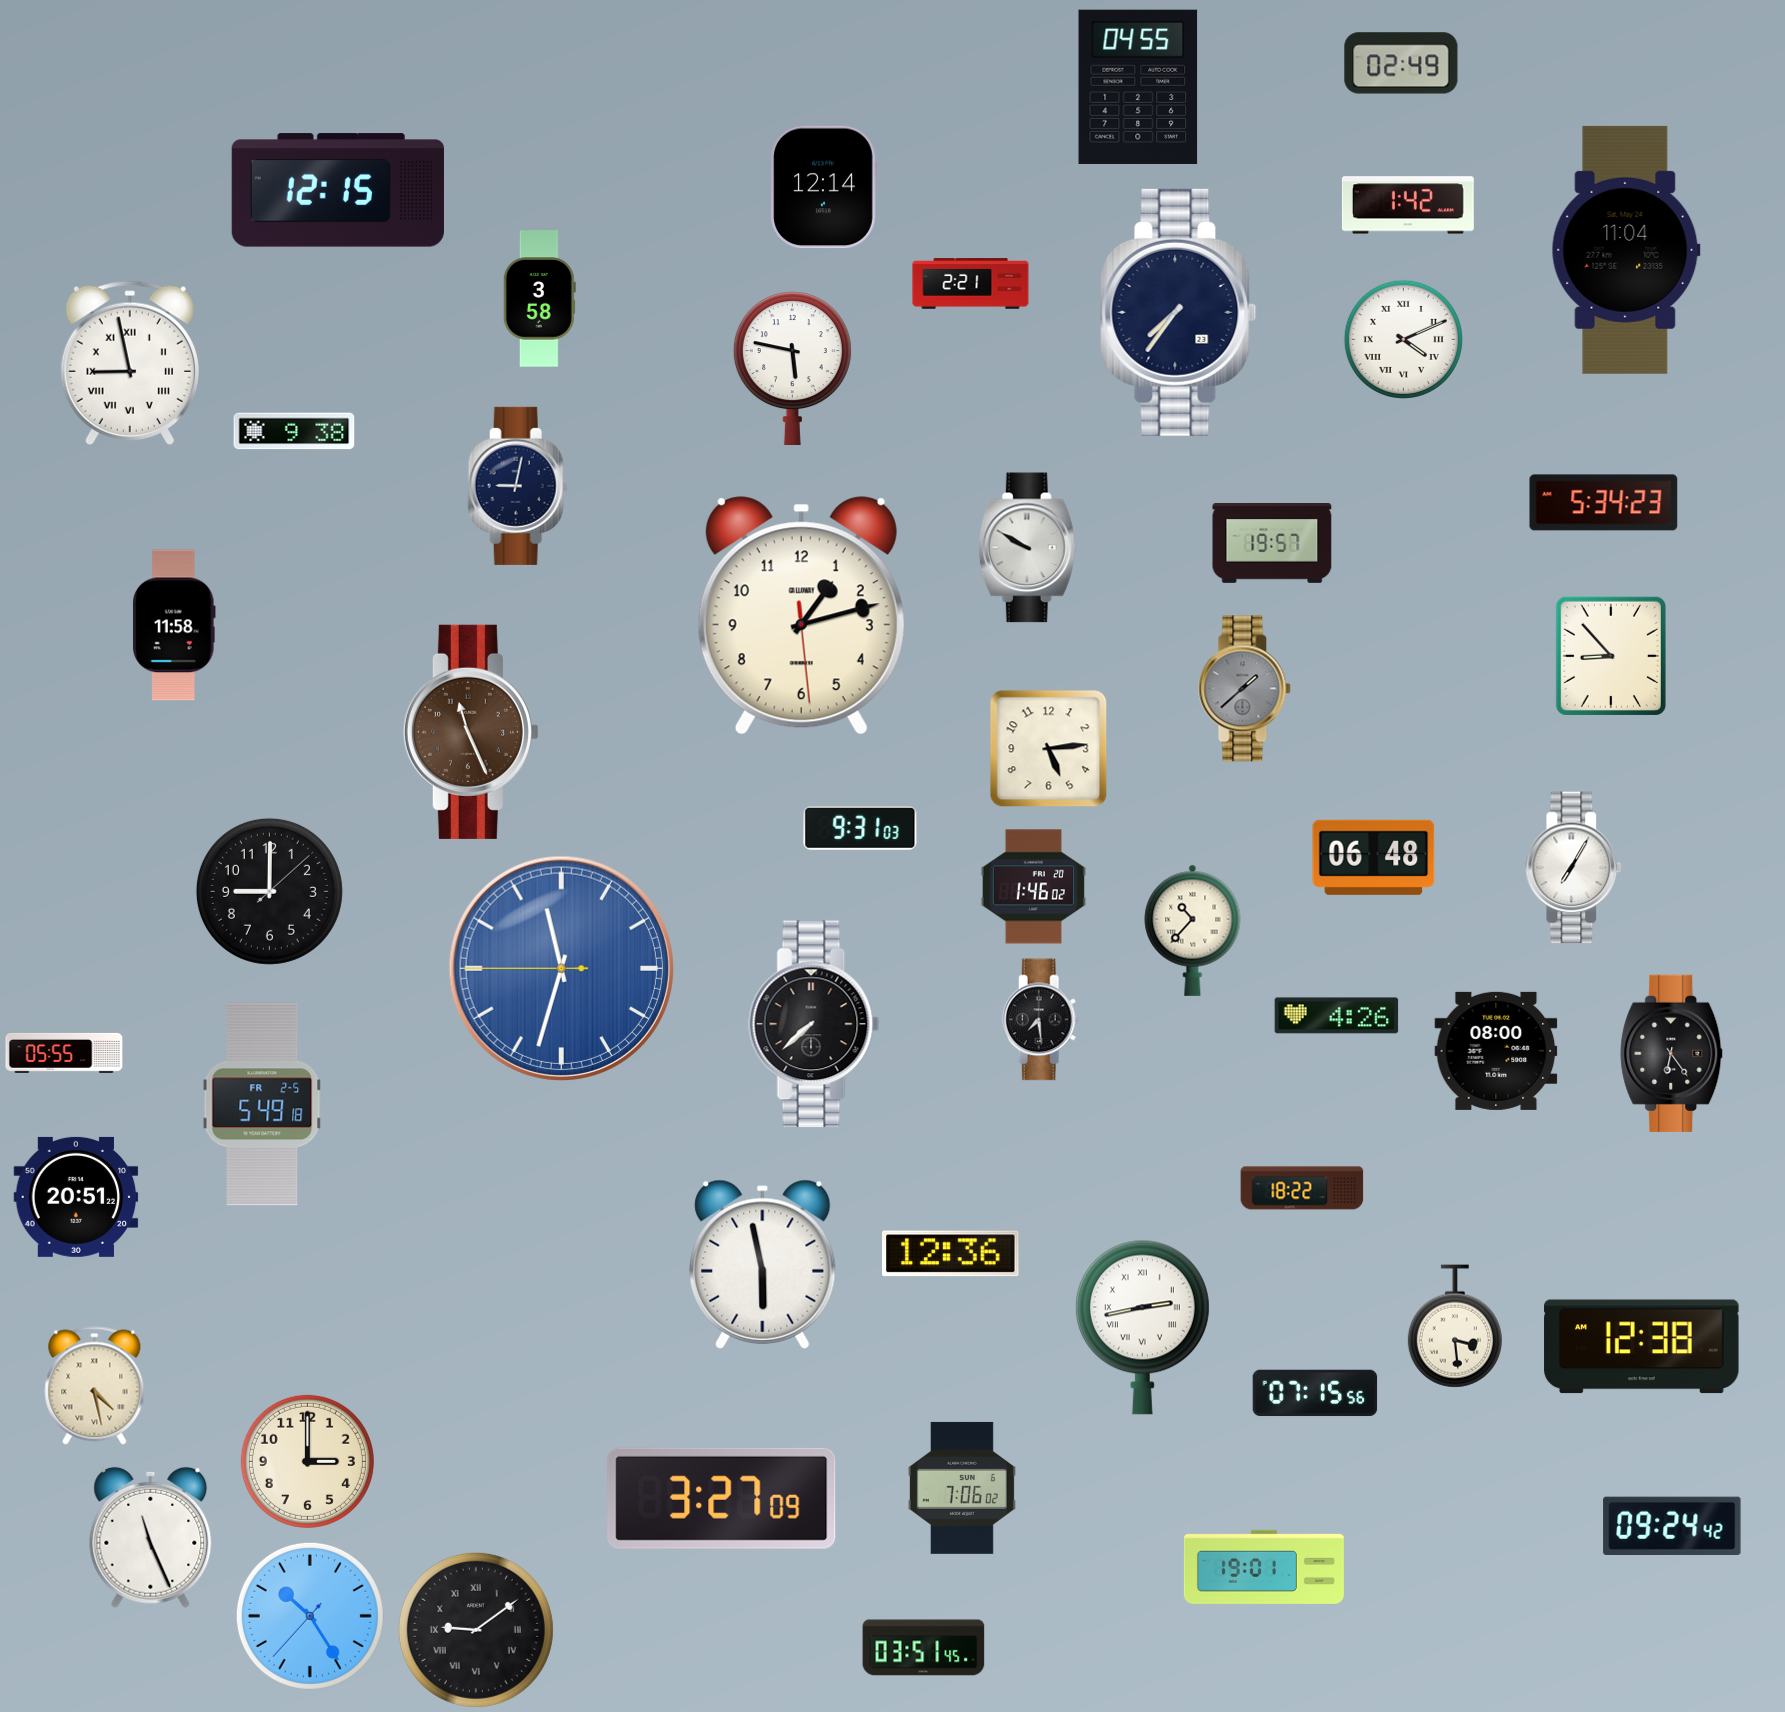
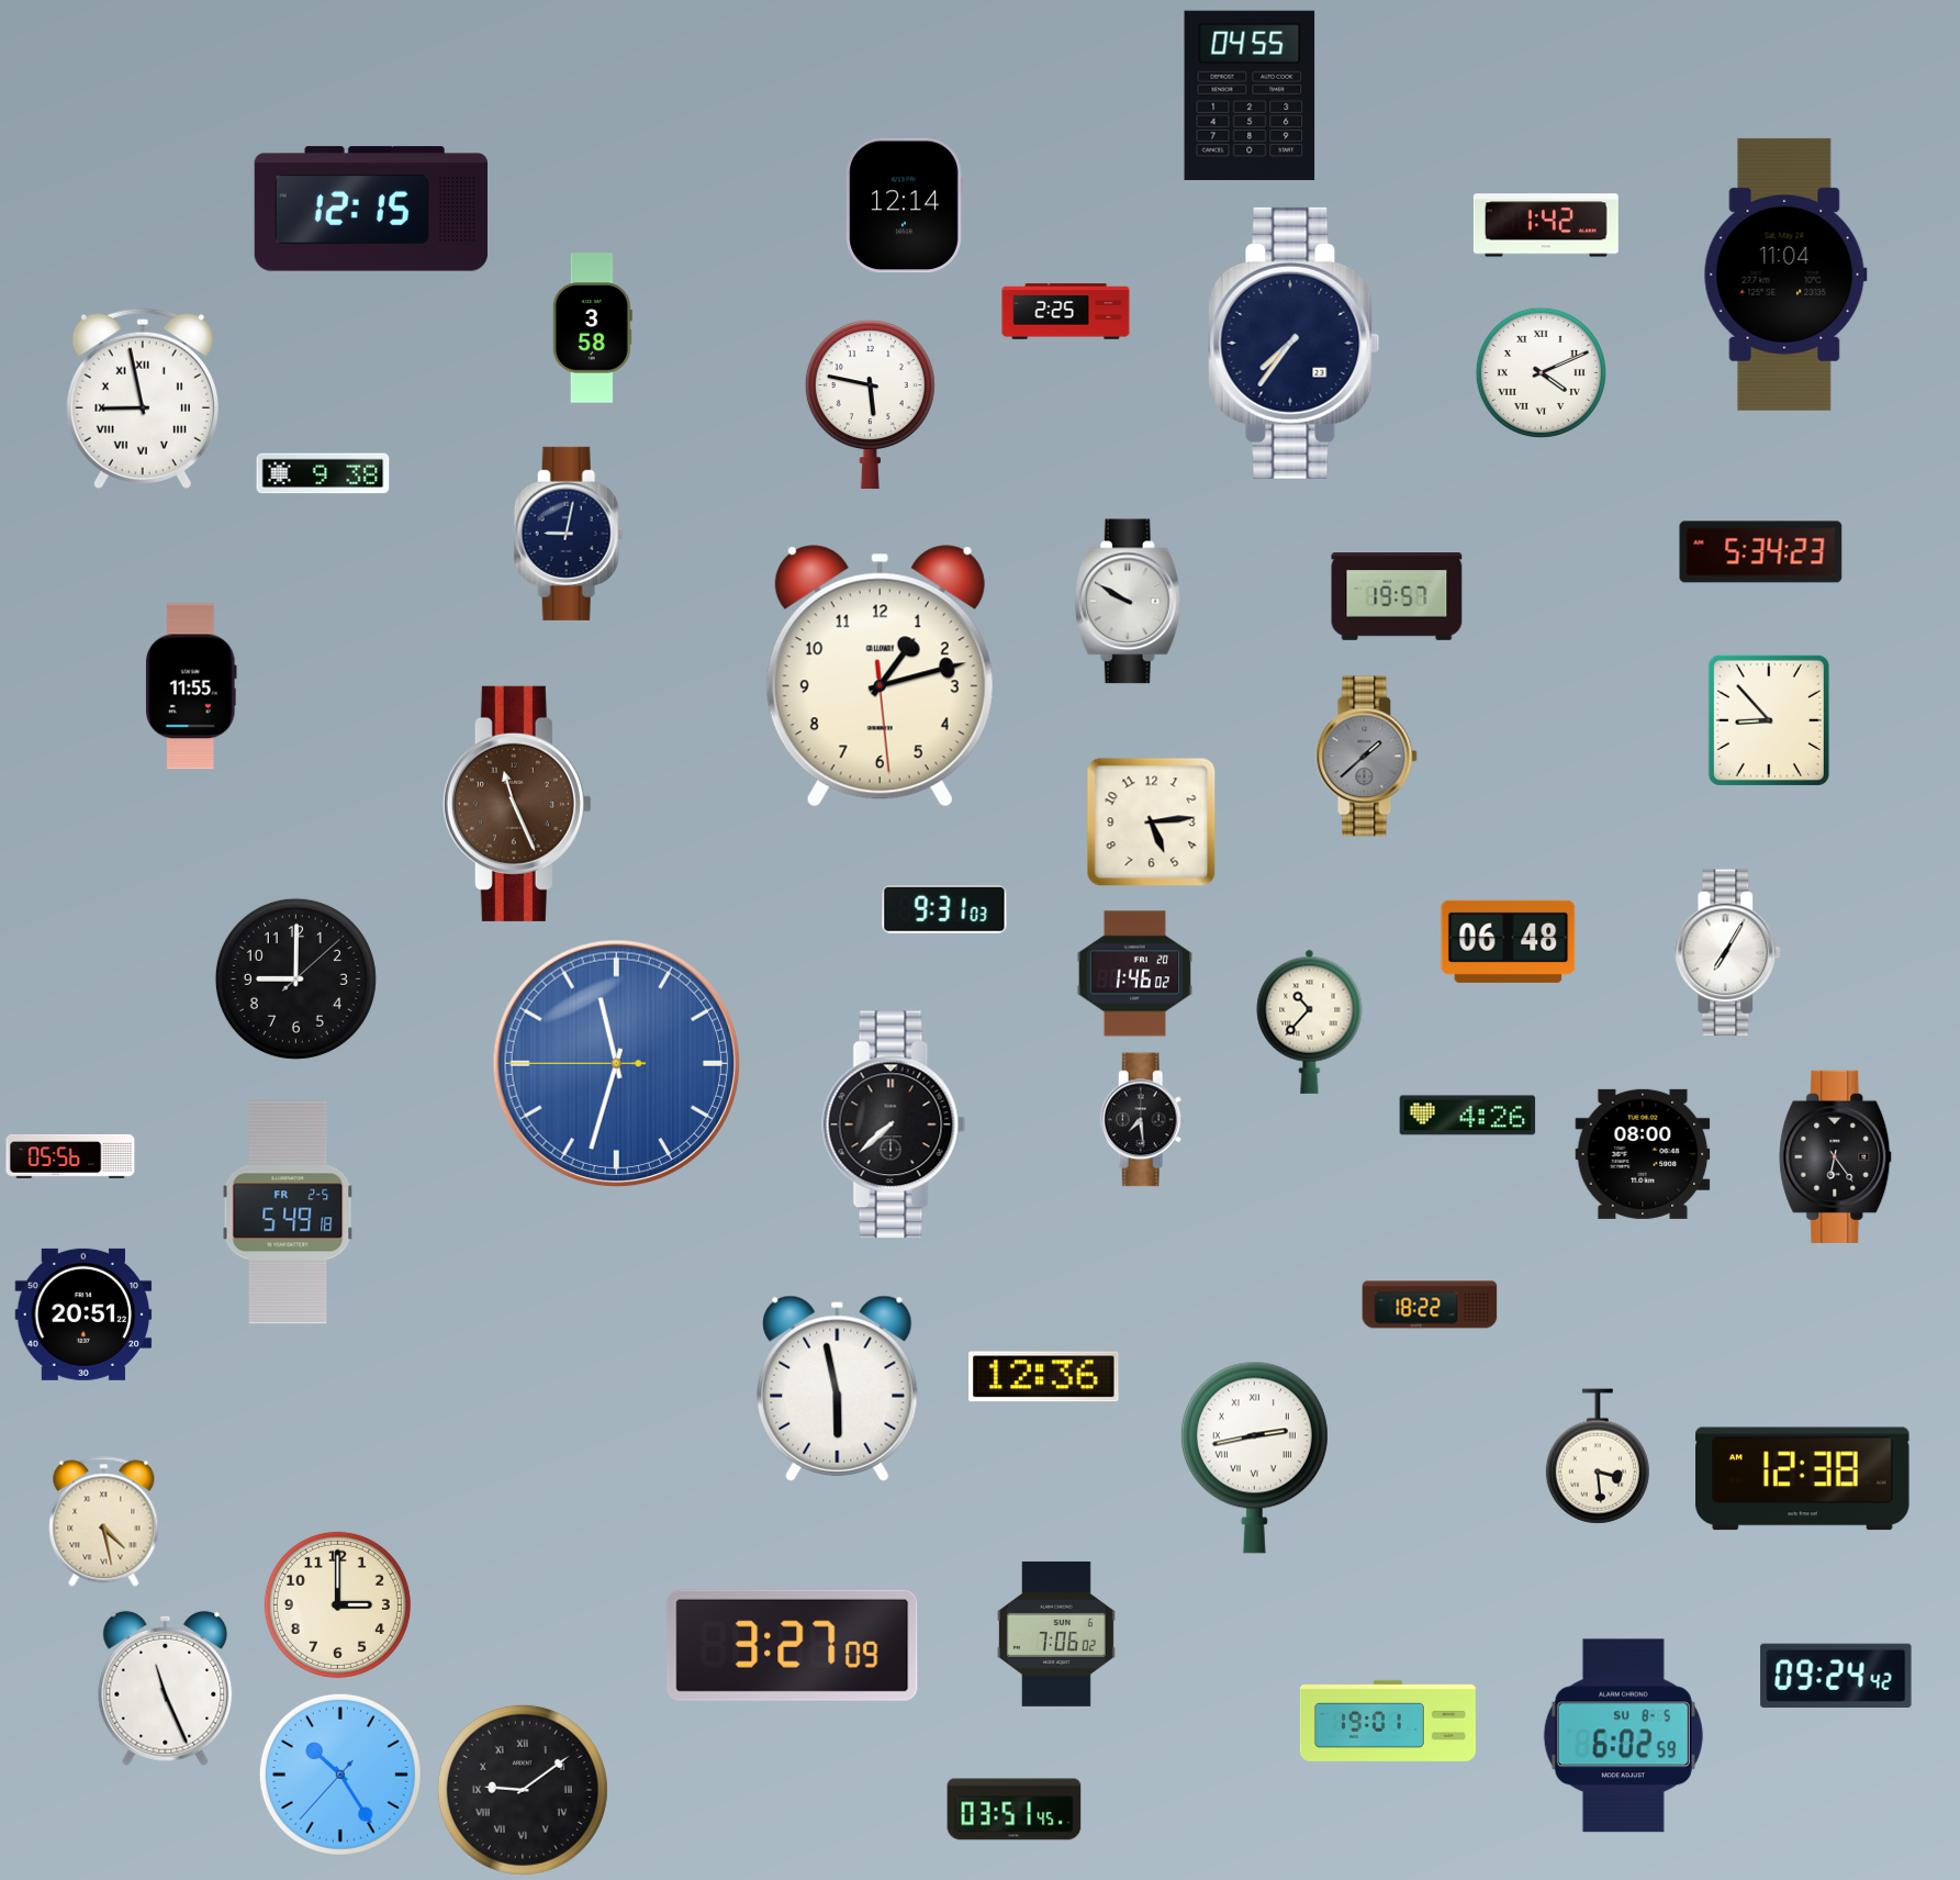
clock at (1401, 63): 02:49 -> none
clock at (971, 284): 2:21 -> 2:25
clock at (174, 625): 11:58 -> 11:55
clock at (64, 1053): 05:55 -> 05:56
clock at (1315, 1393): 07:15 -> none
clock at (1623, 1736): none -> 6:02
